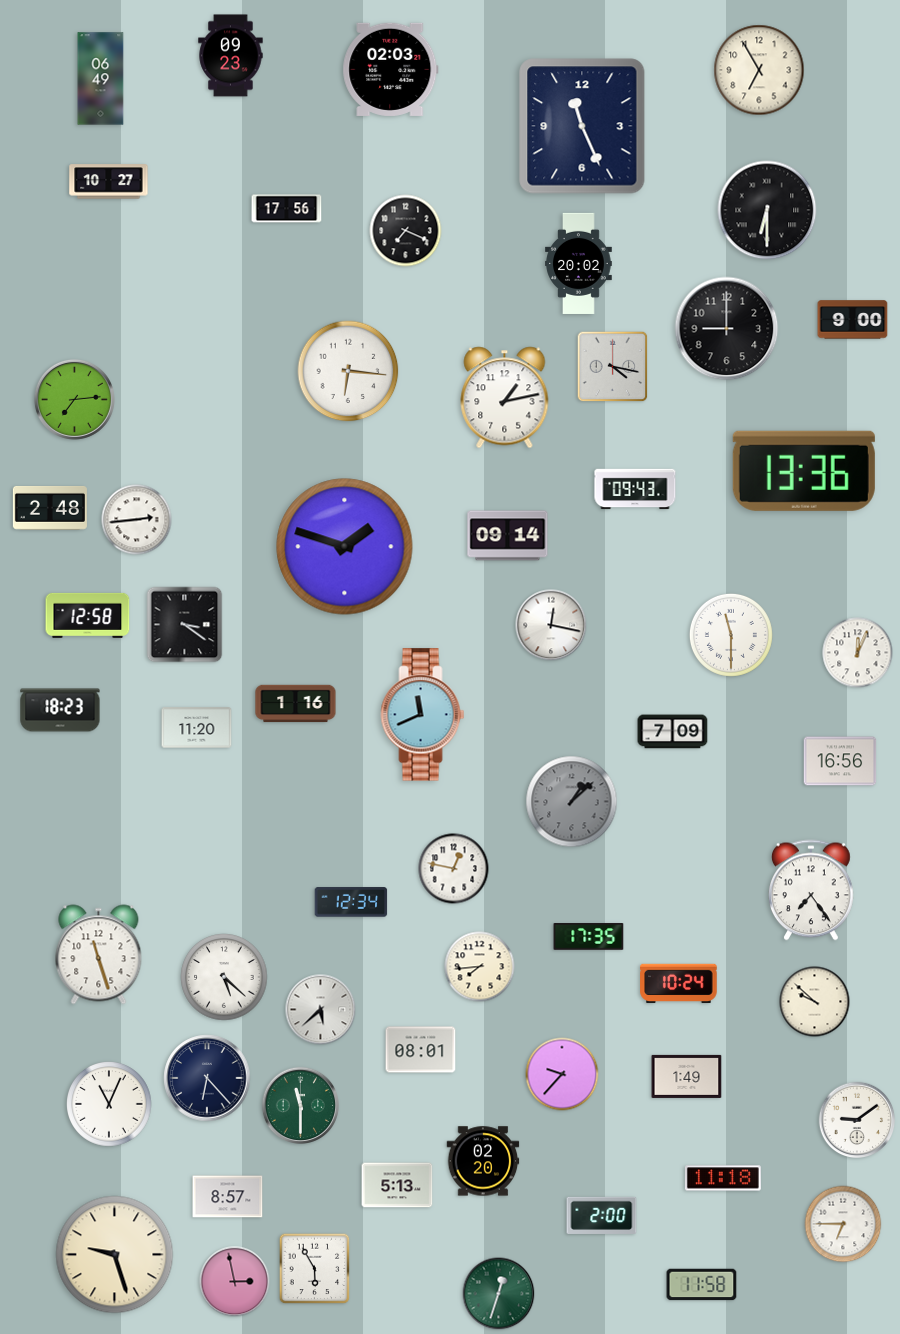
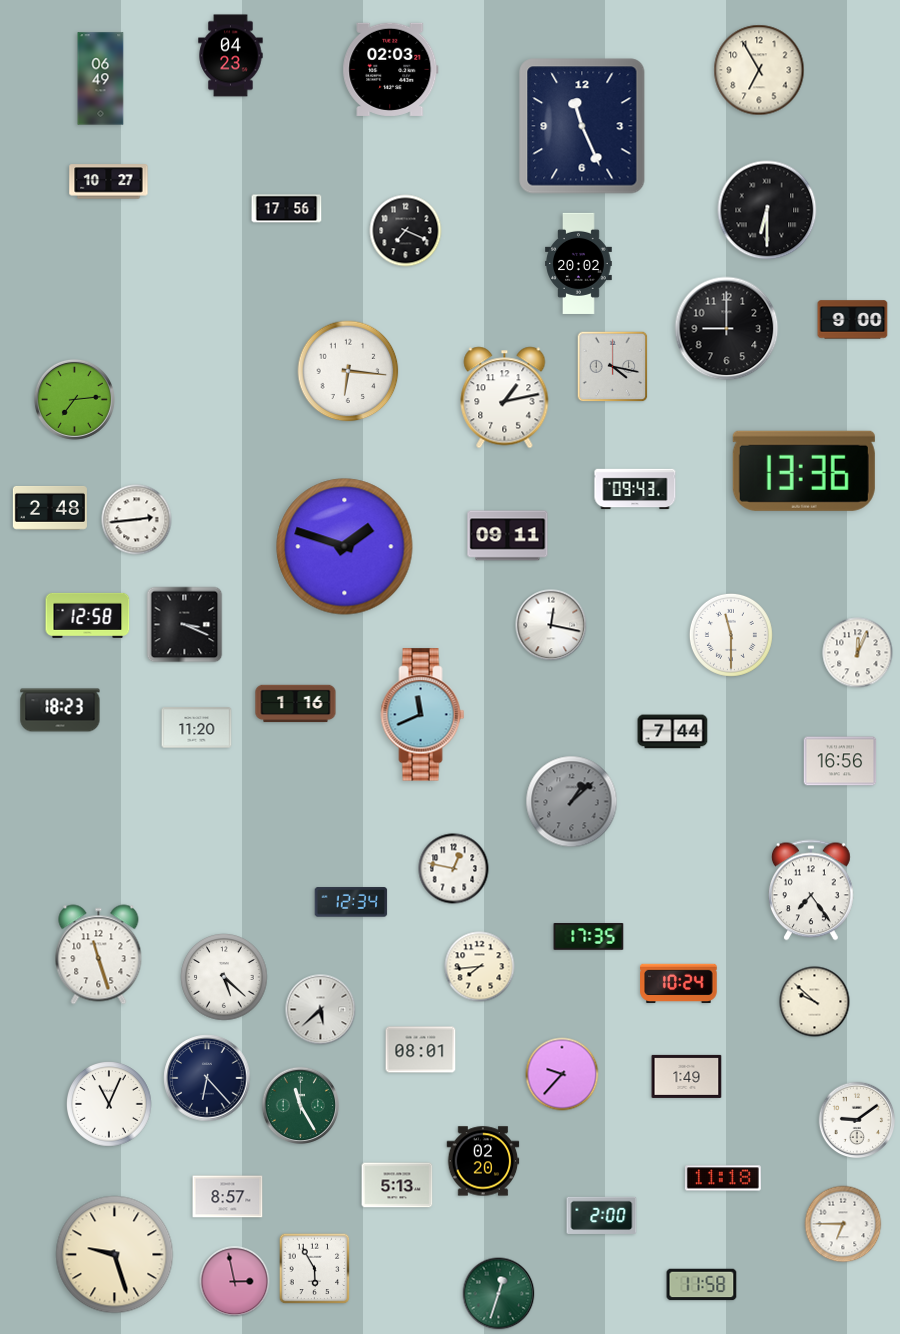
clock at (231, 56): 09:23 -> 04:23
clock at (508, 536): 09:14 -> 09:11
clock at (185, 625): 3:21 -> 3:19
clock at (673, 732): 7:09 -> 7:44
clock at (300, 1105): 11:30 -> 11:25
